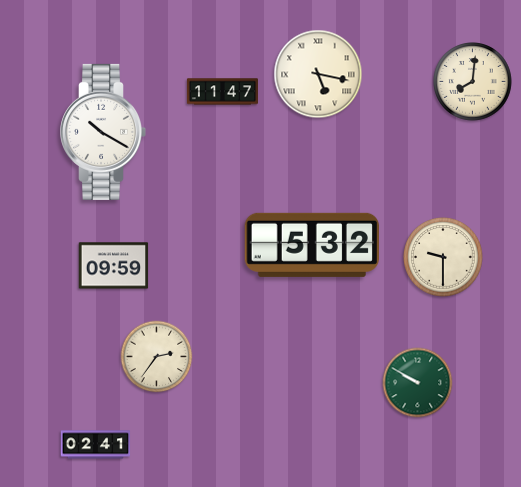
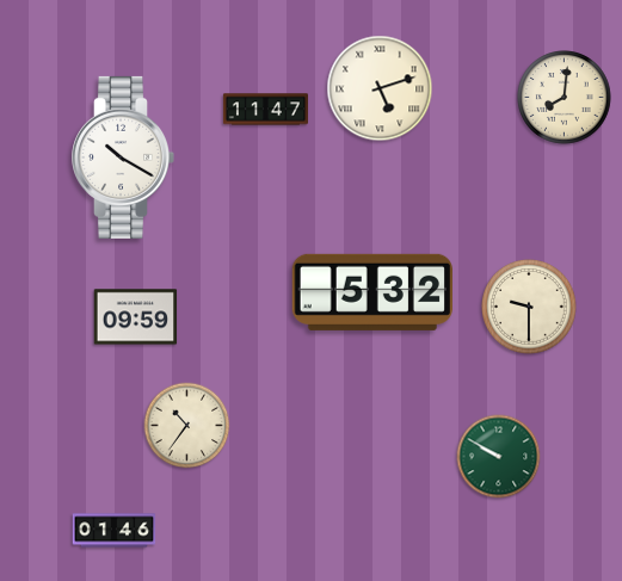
clock at (318, 74): 5:17 -> 5:12
clock at (157, 357): 2:36 -> 10:36
clock at (96, 445): 02:41 -> 01:46
